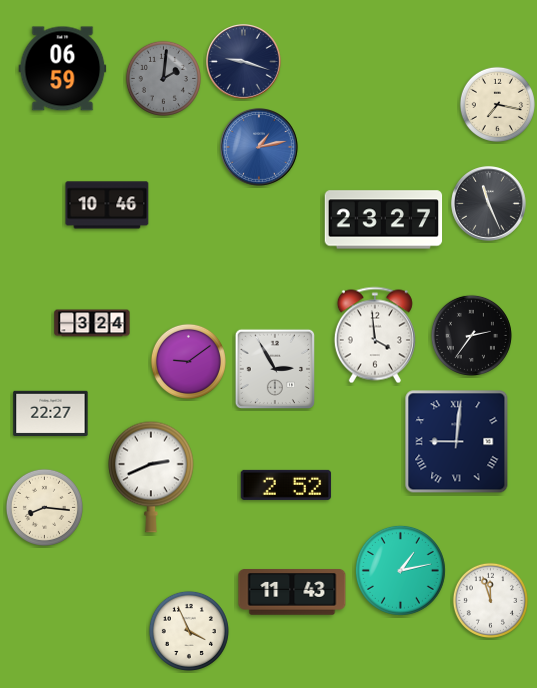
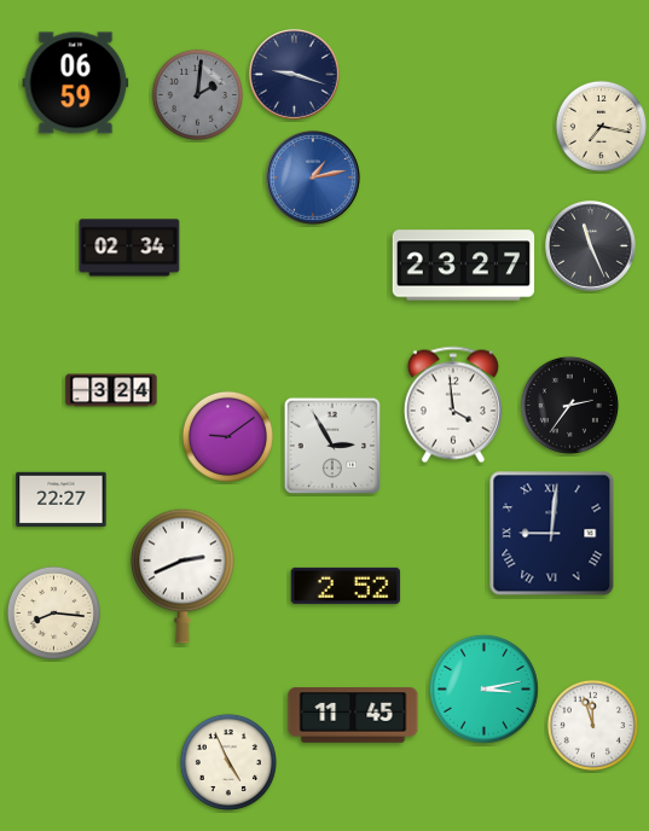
clock at (107, 205): 10:46 -> 02:34
clock at (400, 570): 1:13 -> 3:13
clock at (292, 593): 11:43 -> 11:45
clock at (189, 631): 3:56 -> 4:56
